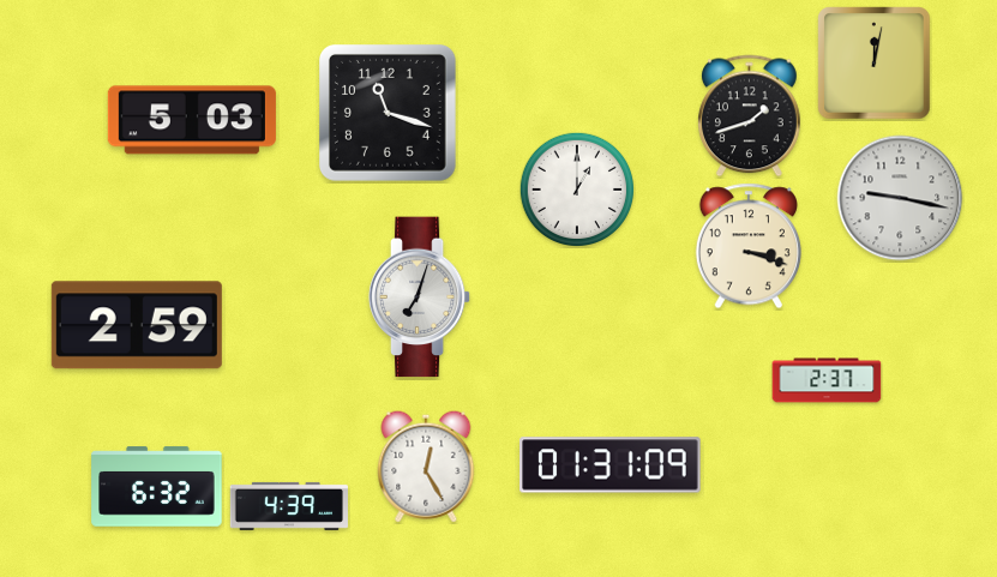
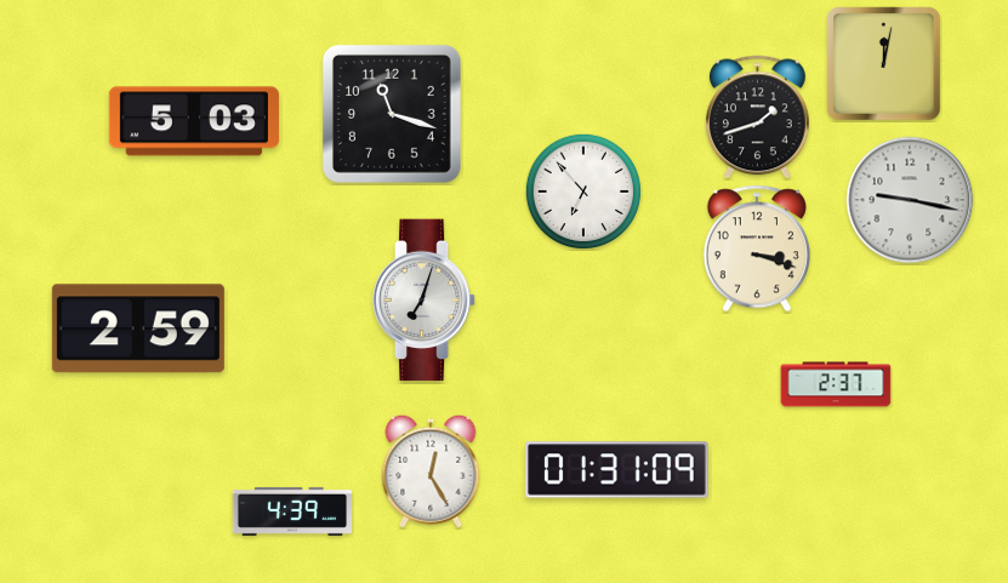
clock at (576, 188): 1:00 -> 6:53
clock at (157, 487): 6:32 -> none
